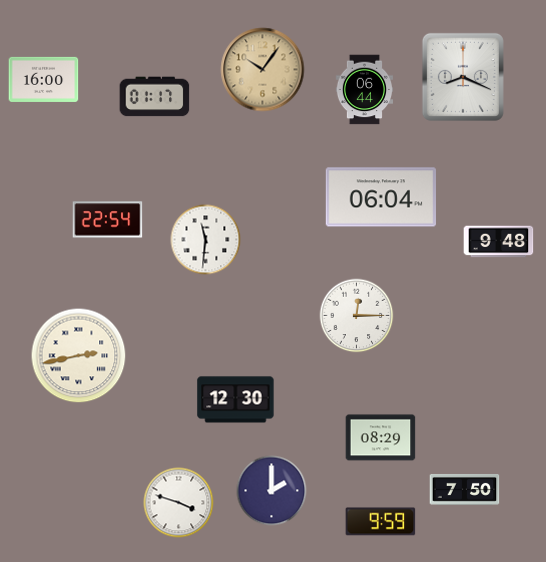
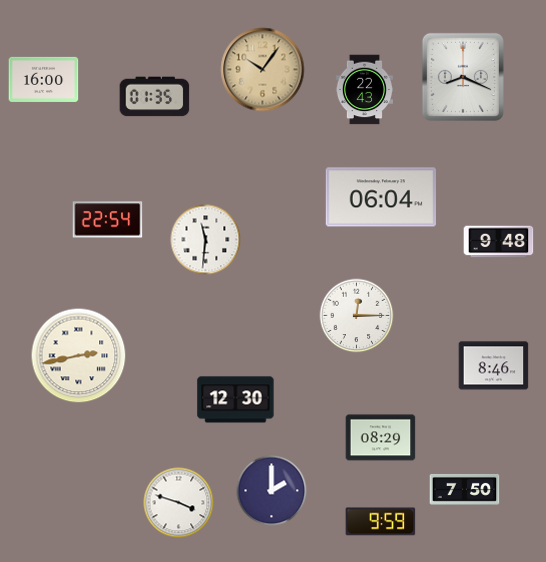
clock at (364, 90): 06:44 -> 22:43
clock at (155, 97): 01:17 -> 01:35
clock at (494, 366): none -> 8:46
